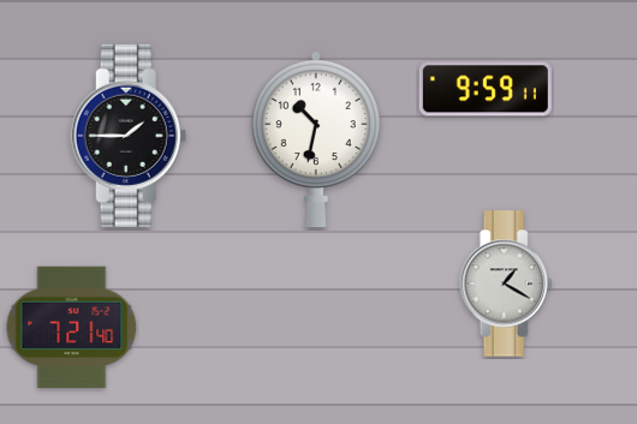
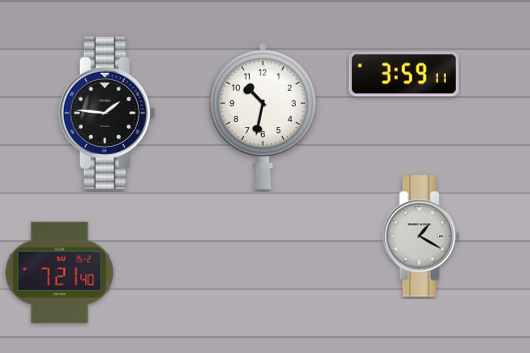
clock at (486, 89): 9:59 -> 3:59
clock at (129, 136): 1:45 -> 1:46
